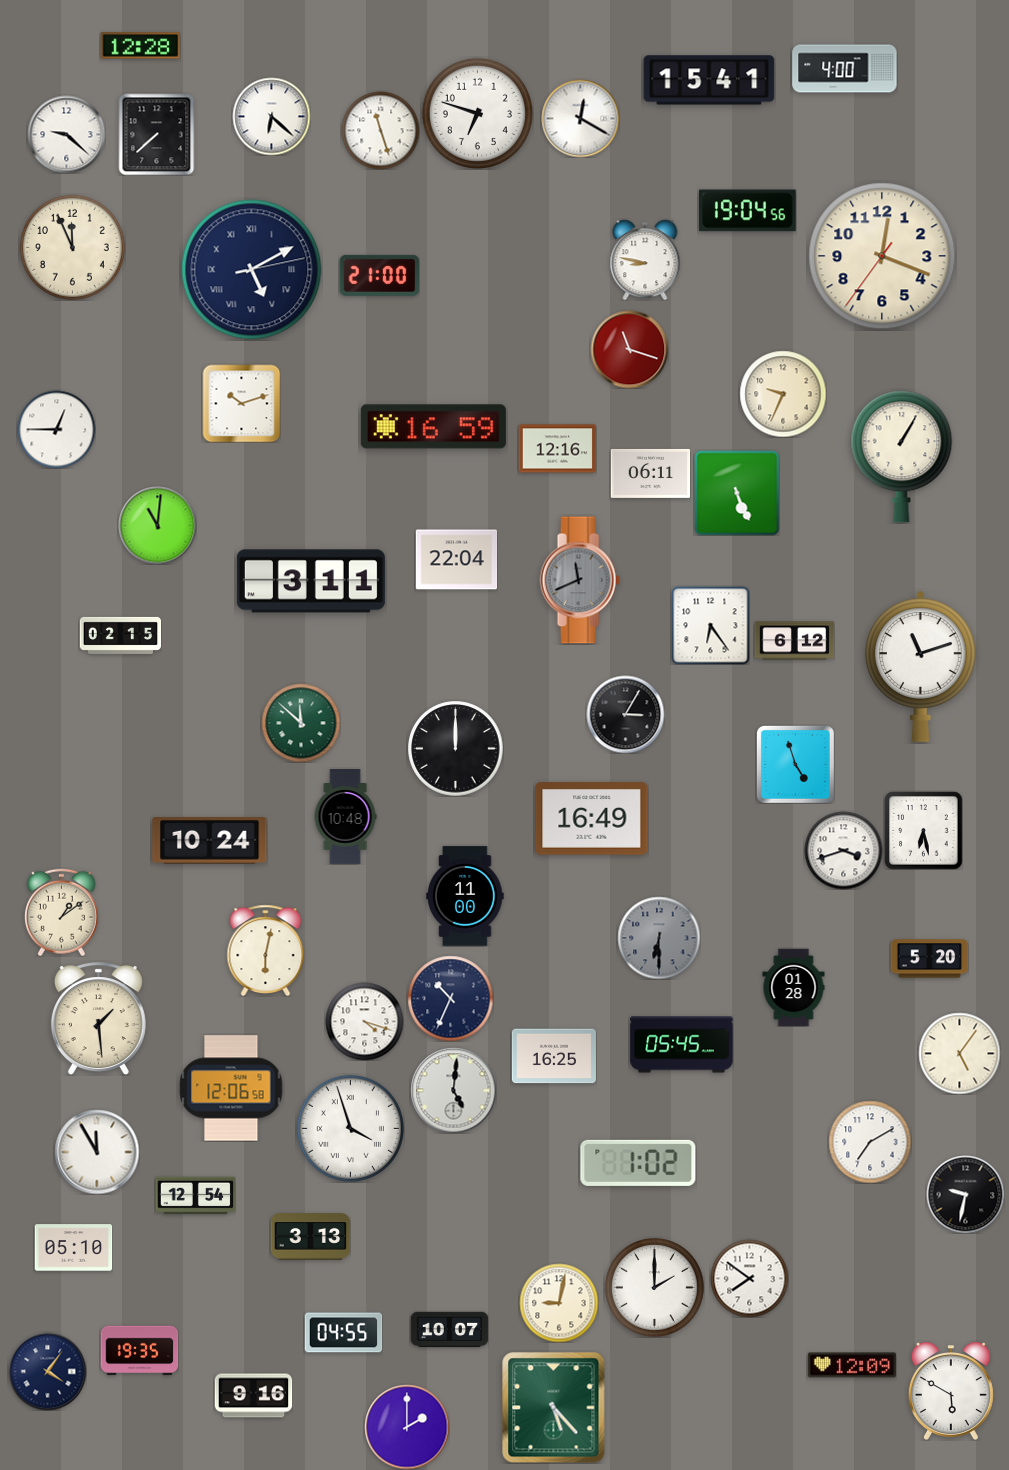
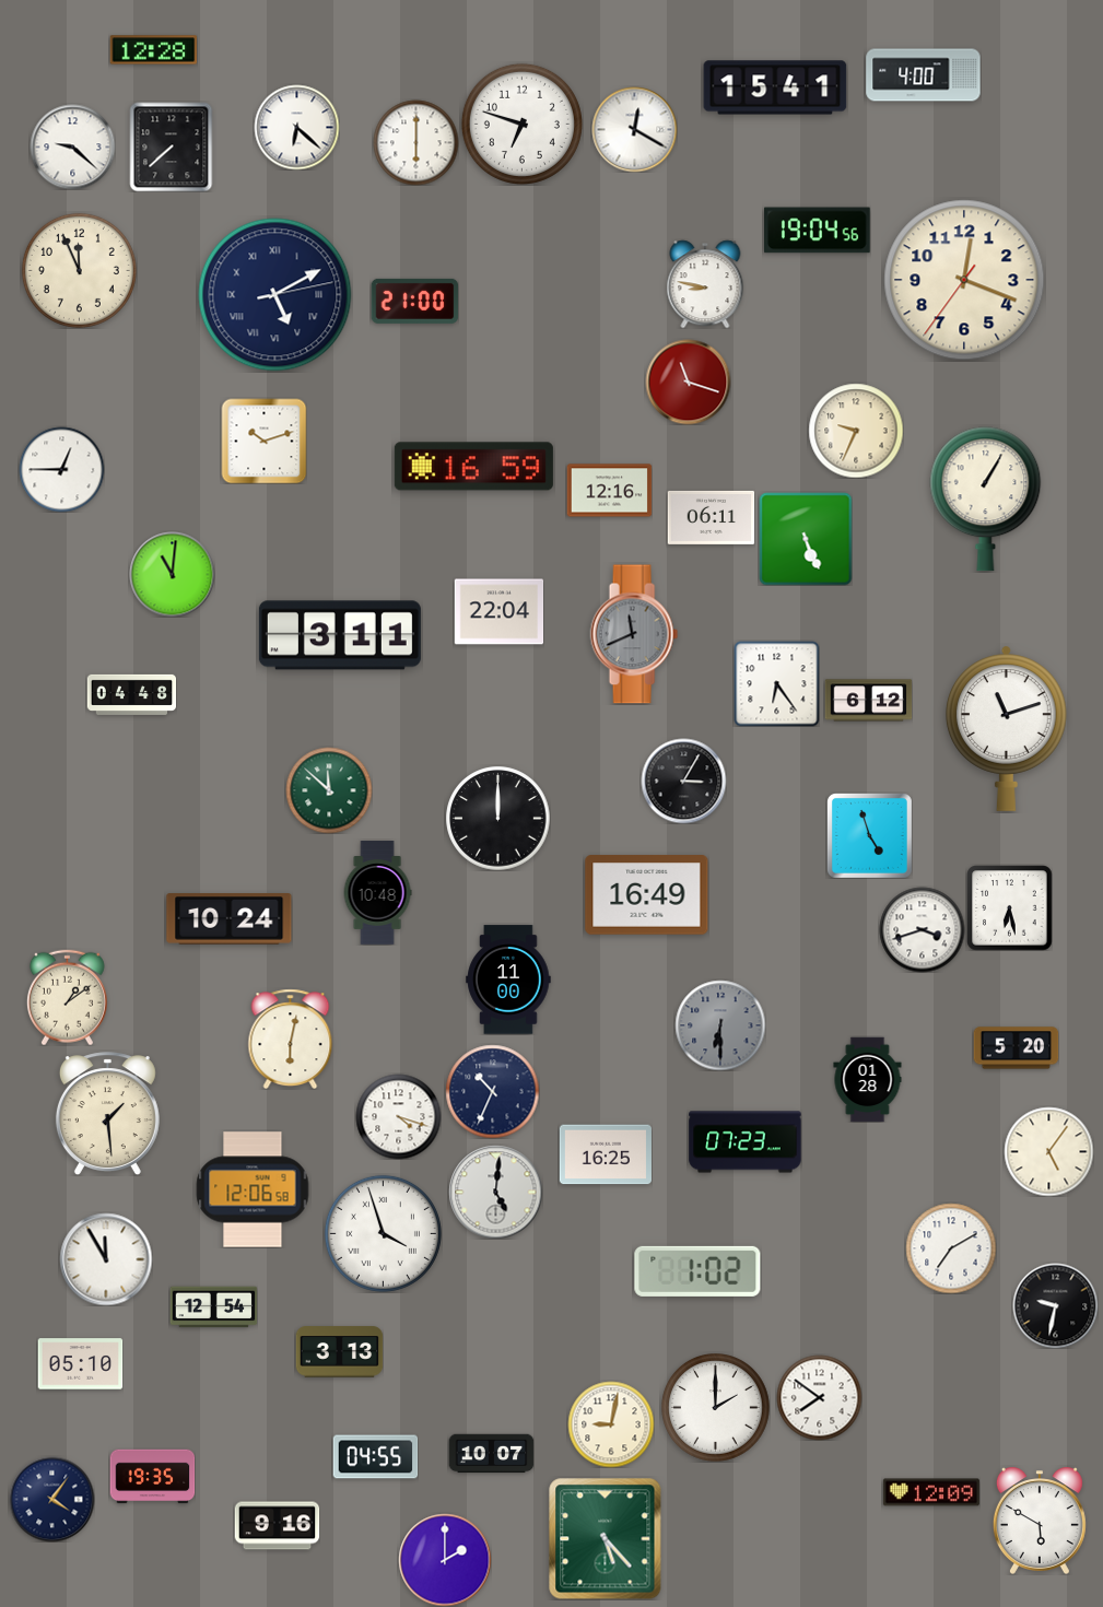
clock at (380, 130): 11:27 -> 6:00
clock at (120, 635): 02:15 -> 04:48
clock at (682, 1045): 05:45 -> 07:23
